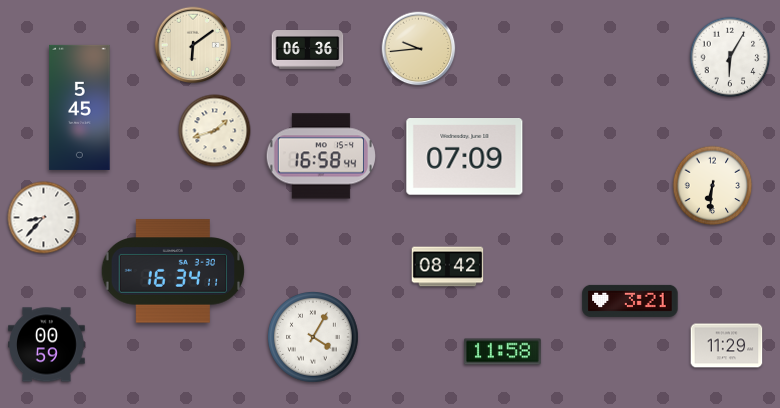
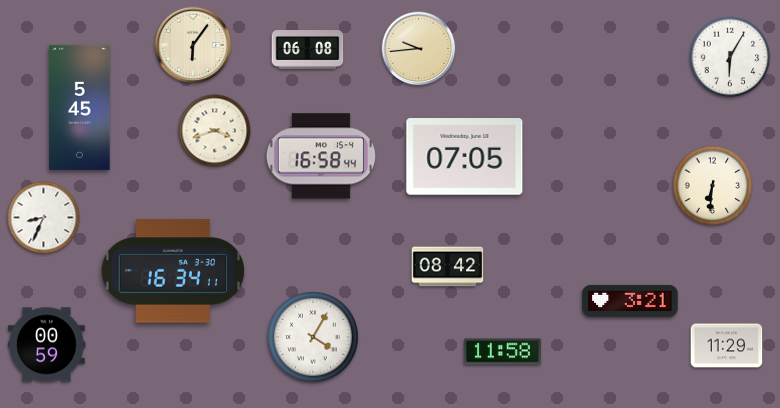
clock at (193, 45): 6:09 -> 6:06
clock at (308, 50): 06:36 -> 06:08
clock at (215, 131): 1:42 -> 3:42
clock at (465, 157): 07:09 -> 07:05
clock at (44, 218): 8:37 -> 8:34
